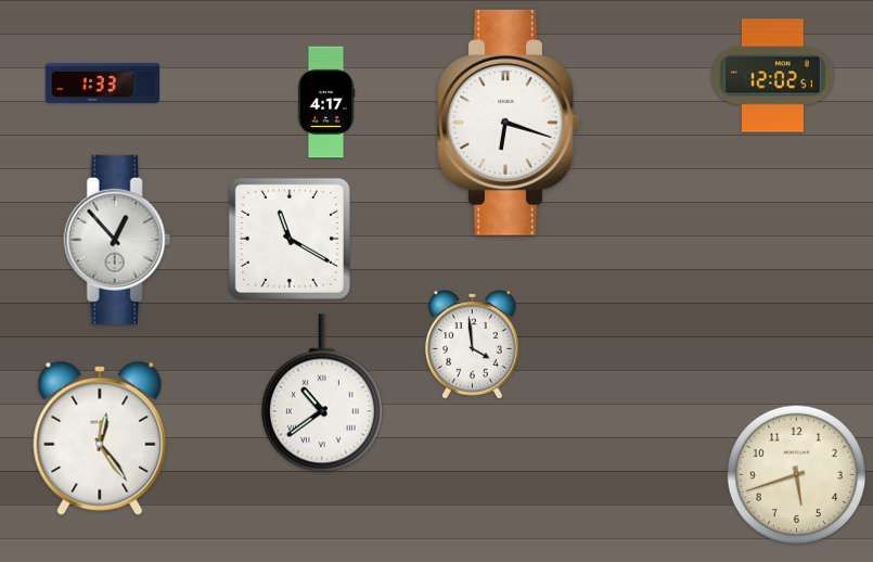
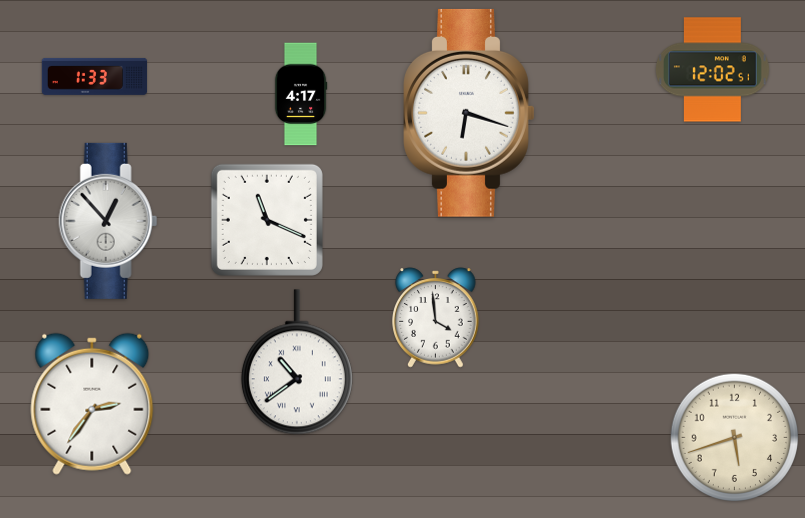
clock at (290, 239): 11:20 -> 11:19
clock at (100, 438): 12:24 -> 2:36
